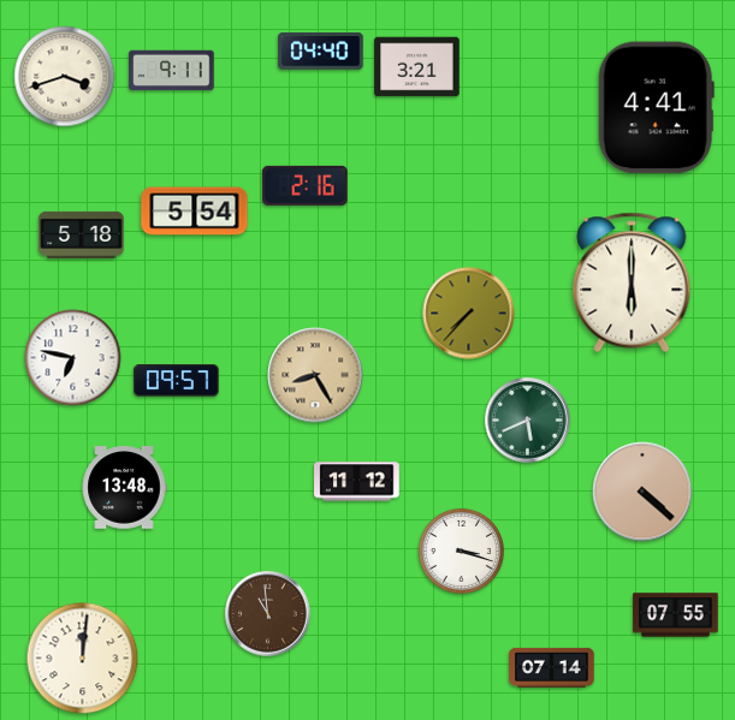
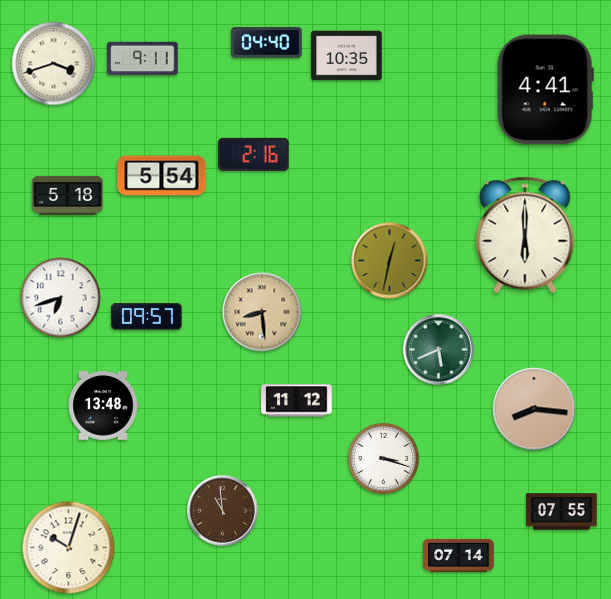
clock at (417, 67): 3:21 -> 10:35
clock at (469, 314): 7:37 -> 12:32
clock at (73, 358): 6:47 -> 6:42
clock at (315, 375): 8:25 -> 8:29
clock at (642, 492): 4:22 -> 8:16
clock at (83, 659): 12:01 -> 10:03
